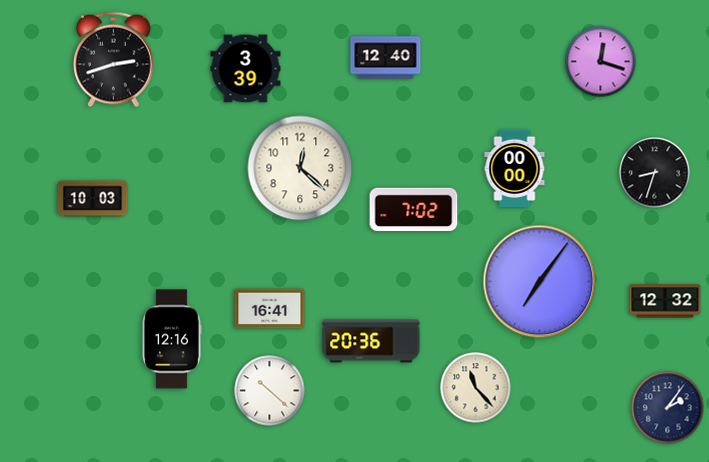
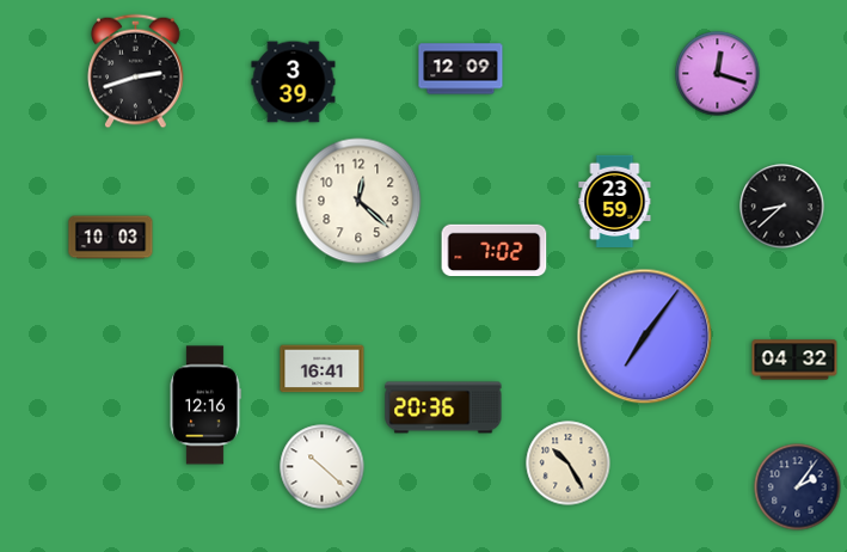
clock at (386, 58): 12:40 -> 12:09
clock at (515, 168): 00:00 -> 23:59
clock at (655, 173): 8:33 -> 8:38
clock at (665, 301): 12:32 -> 04:32
clock at (476, 388): 11:23 -> 10:25
